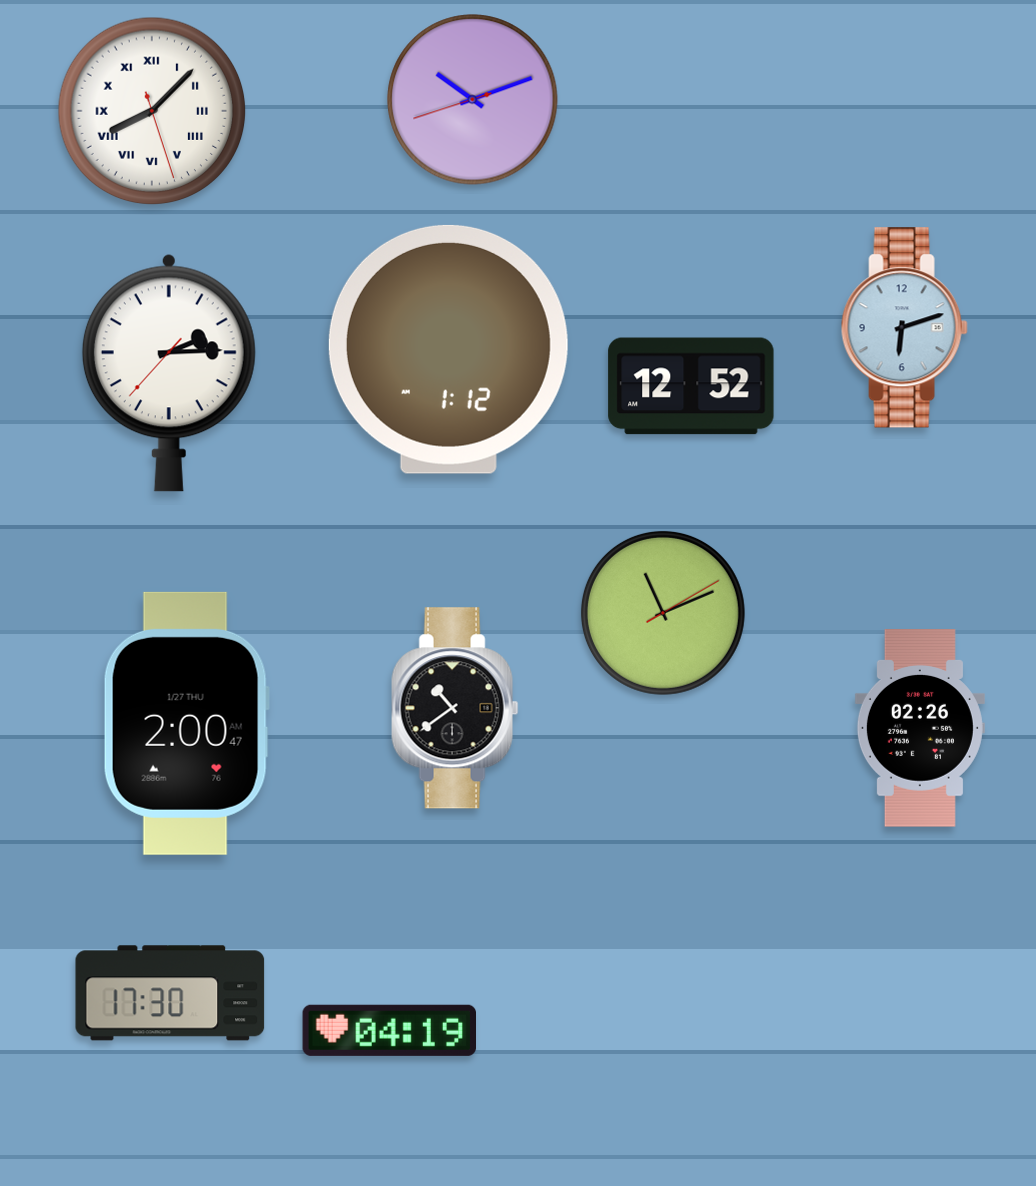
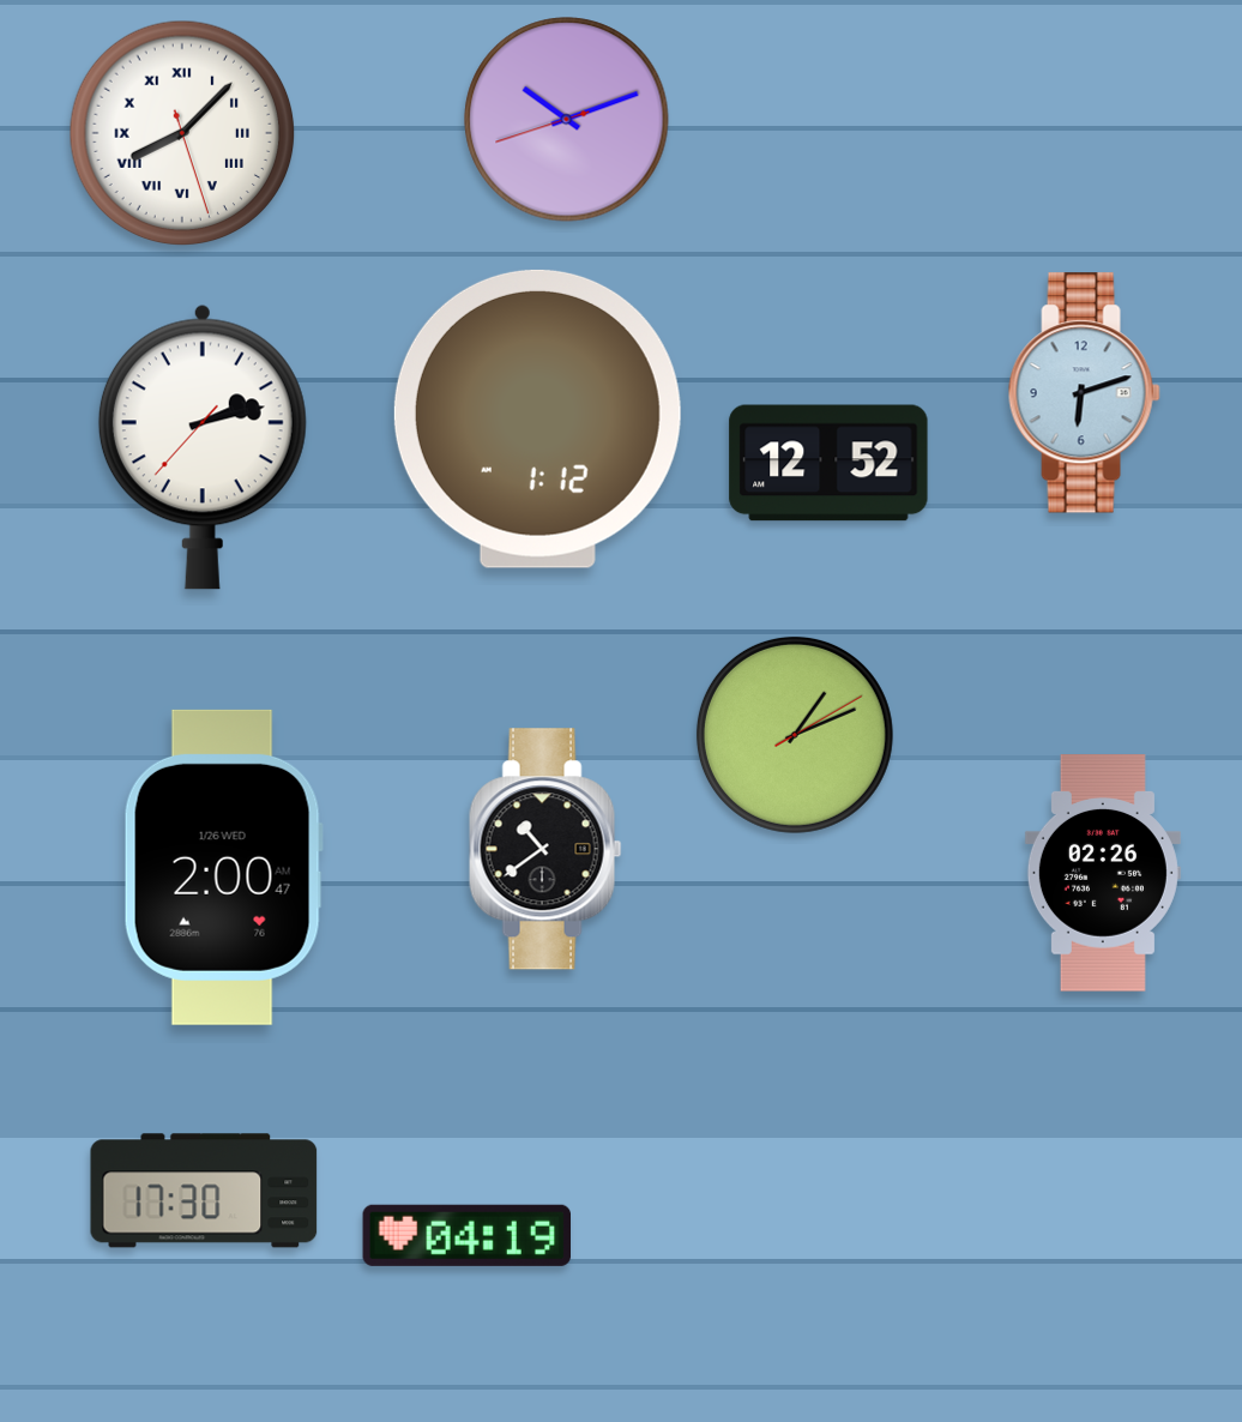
clock at (169, 373): 2:14 -> 2:12
clock at (663, 613): 11:11 -> 1:11
clock at (186, 723) date: 1/27 THU -> 1/26 WED
